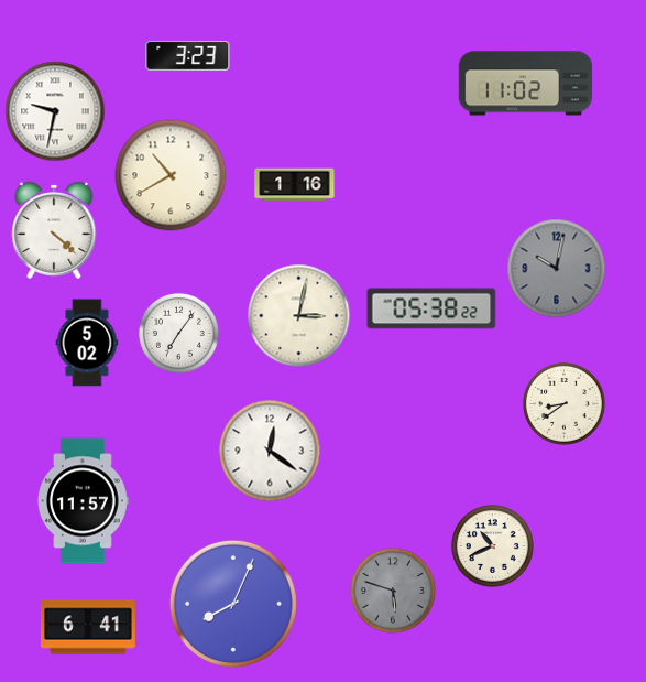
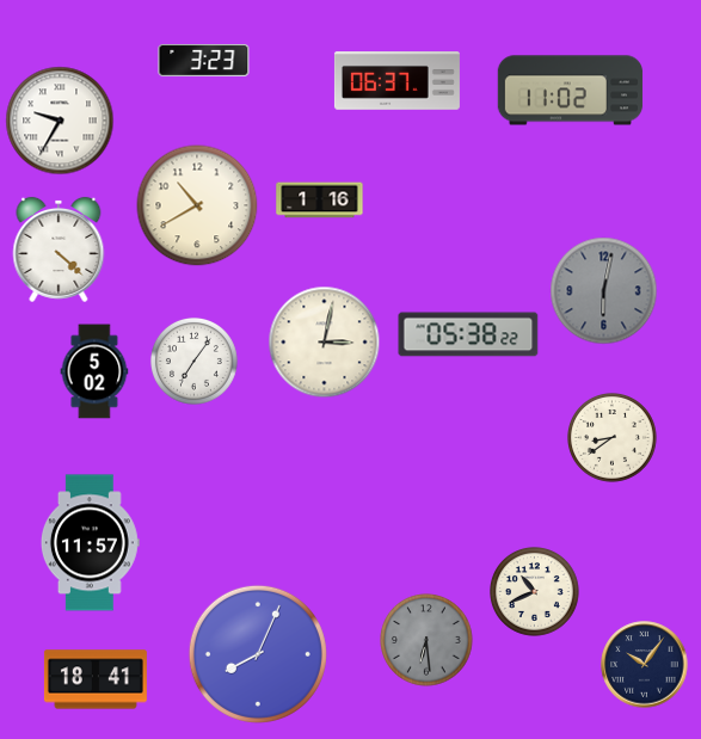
clock at (396, 81): none -> 06:37
clock at (55, 111): 9:32 -> 9:35
clock at (171, 175) position: (171, 175) -> (197, 205)
clock at (557, 269): 10:02 -> 6:02
clock at (270, 451): 12:21 -> none
clock at (393, 591): 5:48 -> 6:29
clock at (233, 604) position: (233, 604) -> (258, 654)
clock at (645, 665): none -> 10:06
clock at (88, 627): 6:41 -> 18:41
